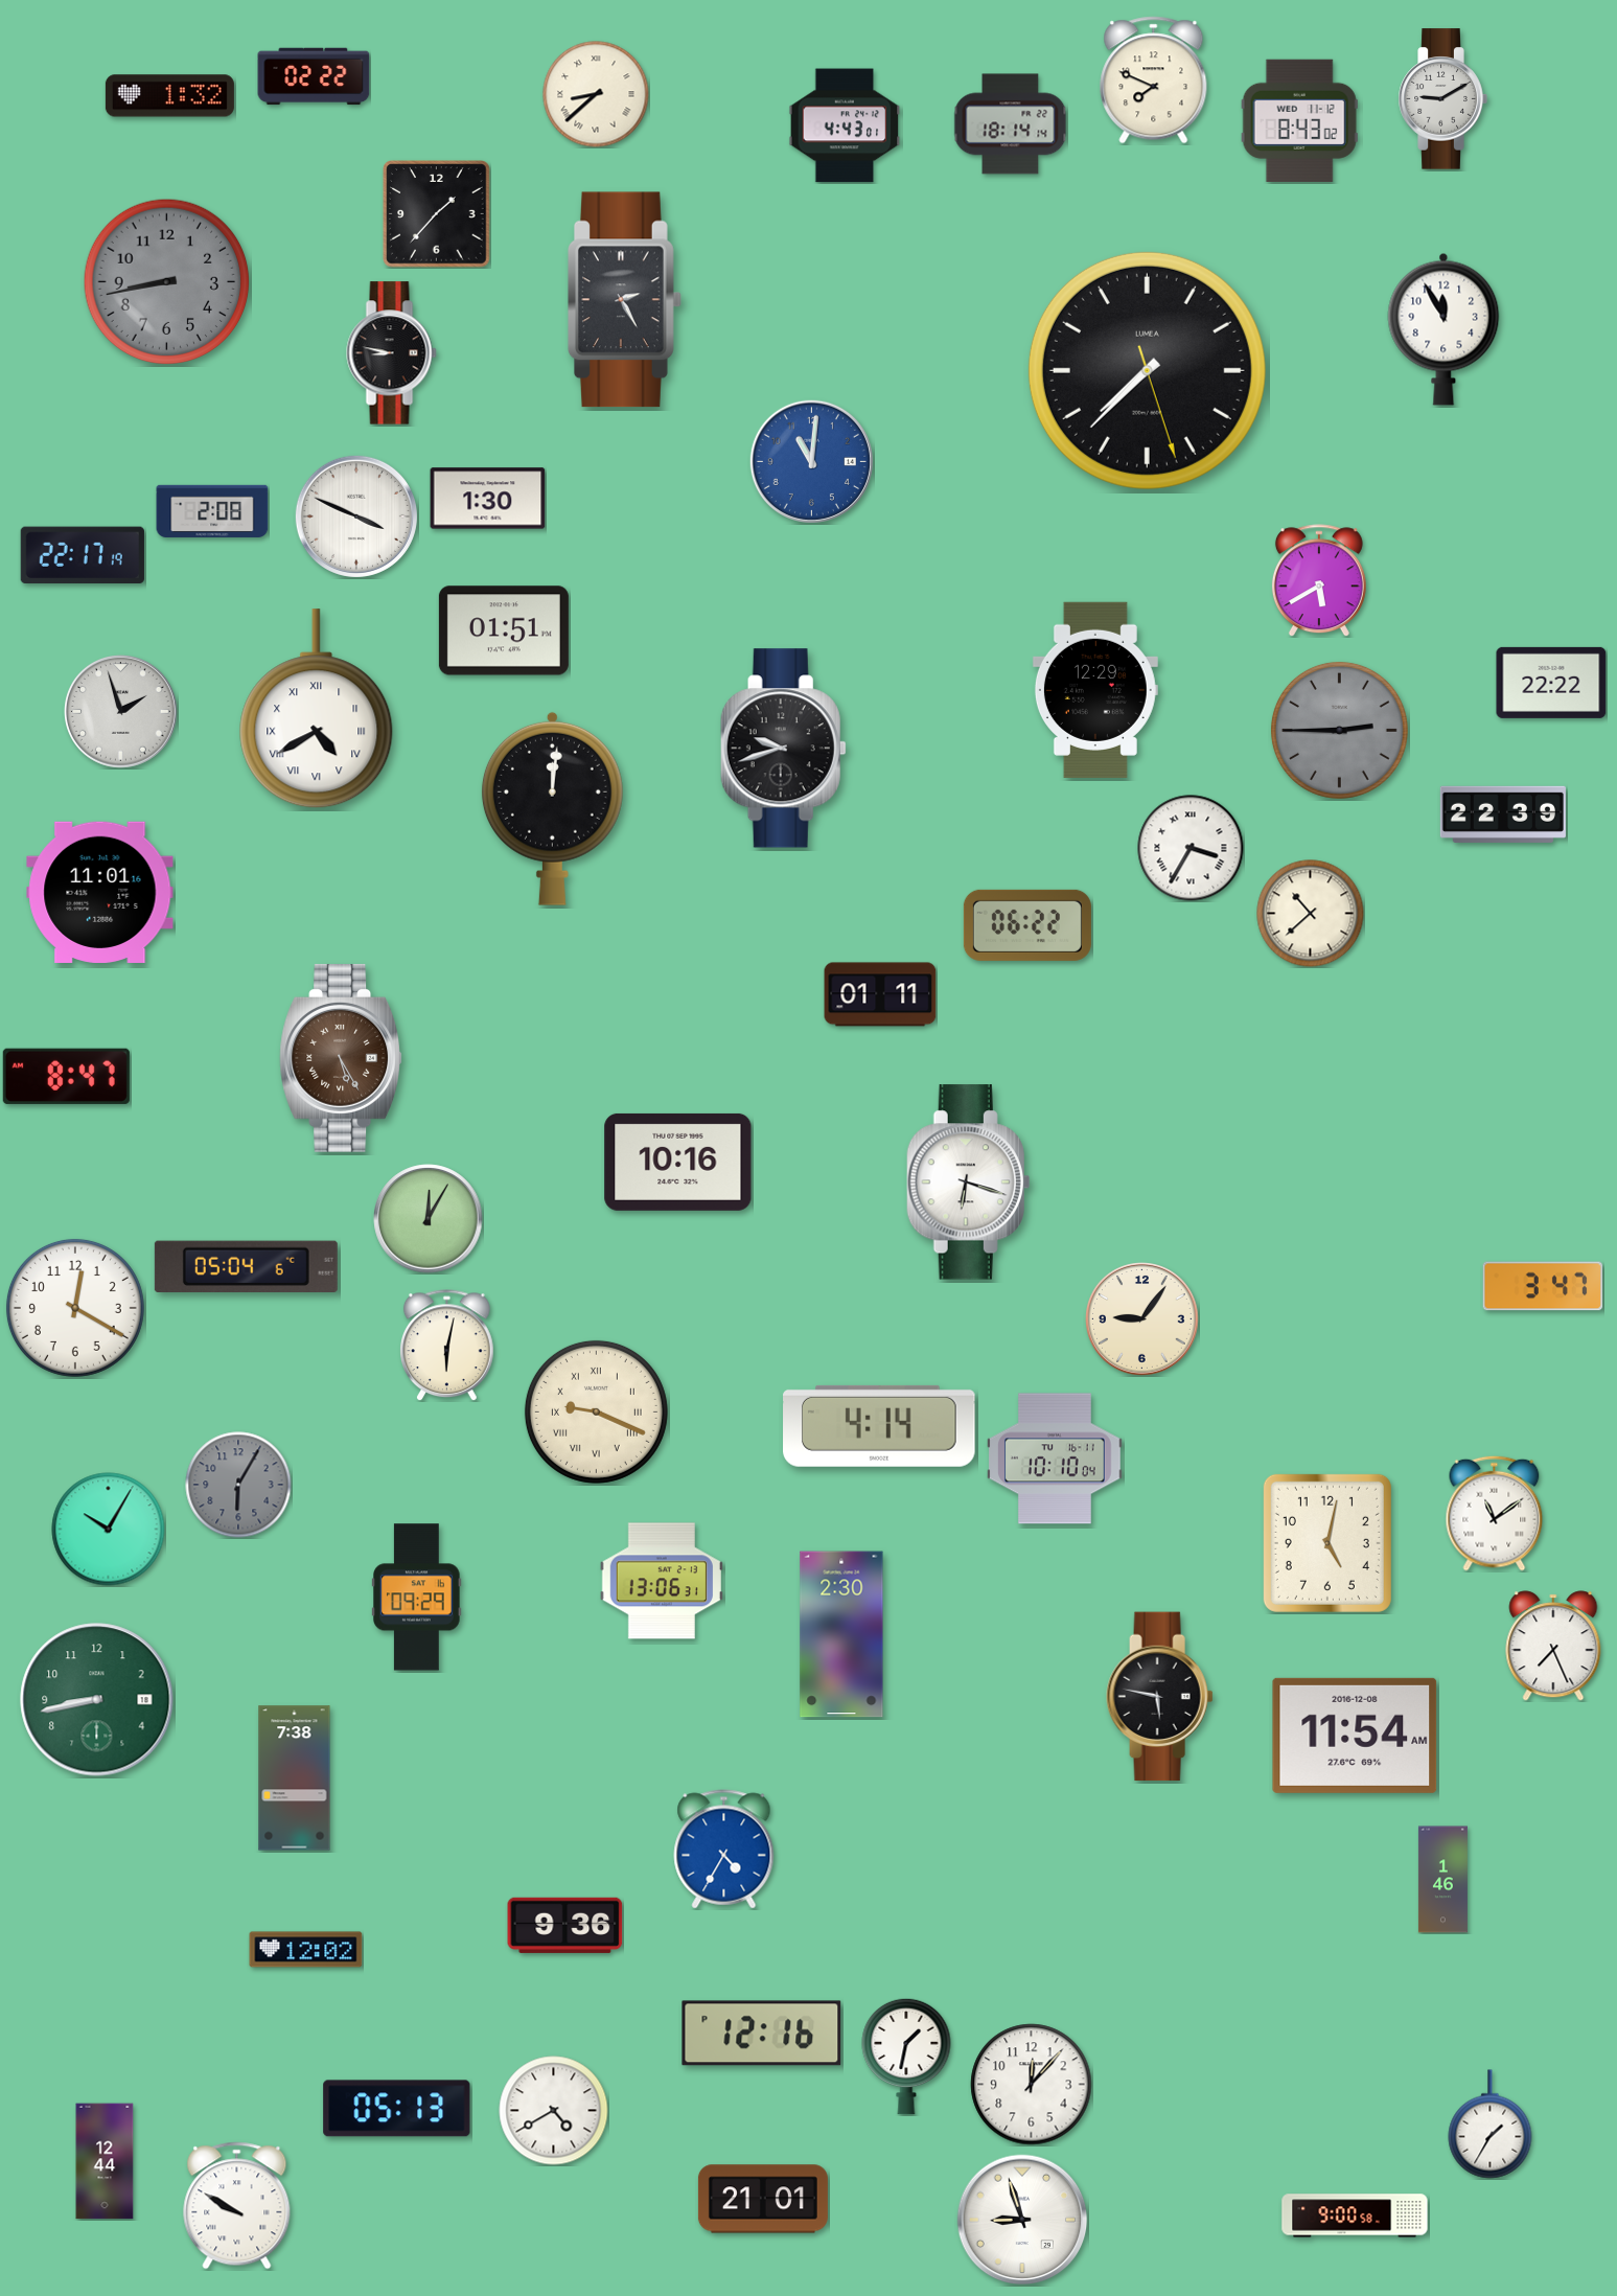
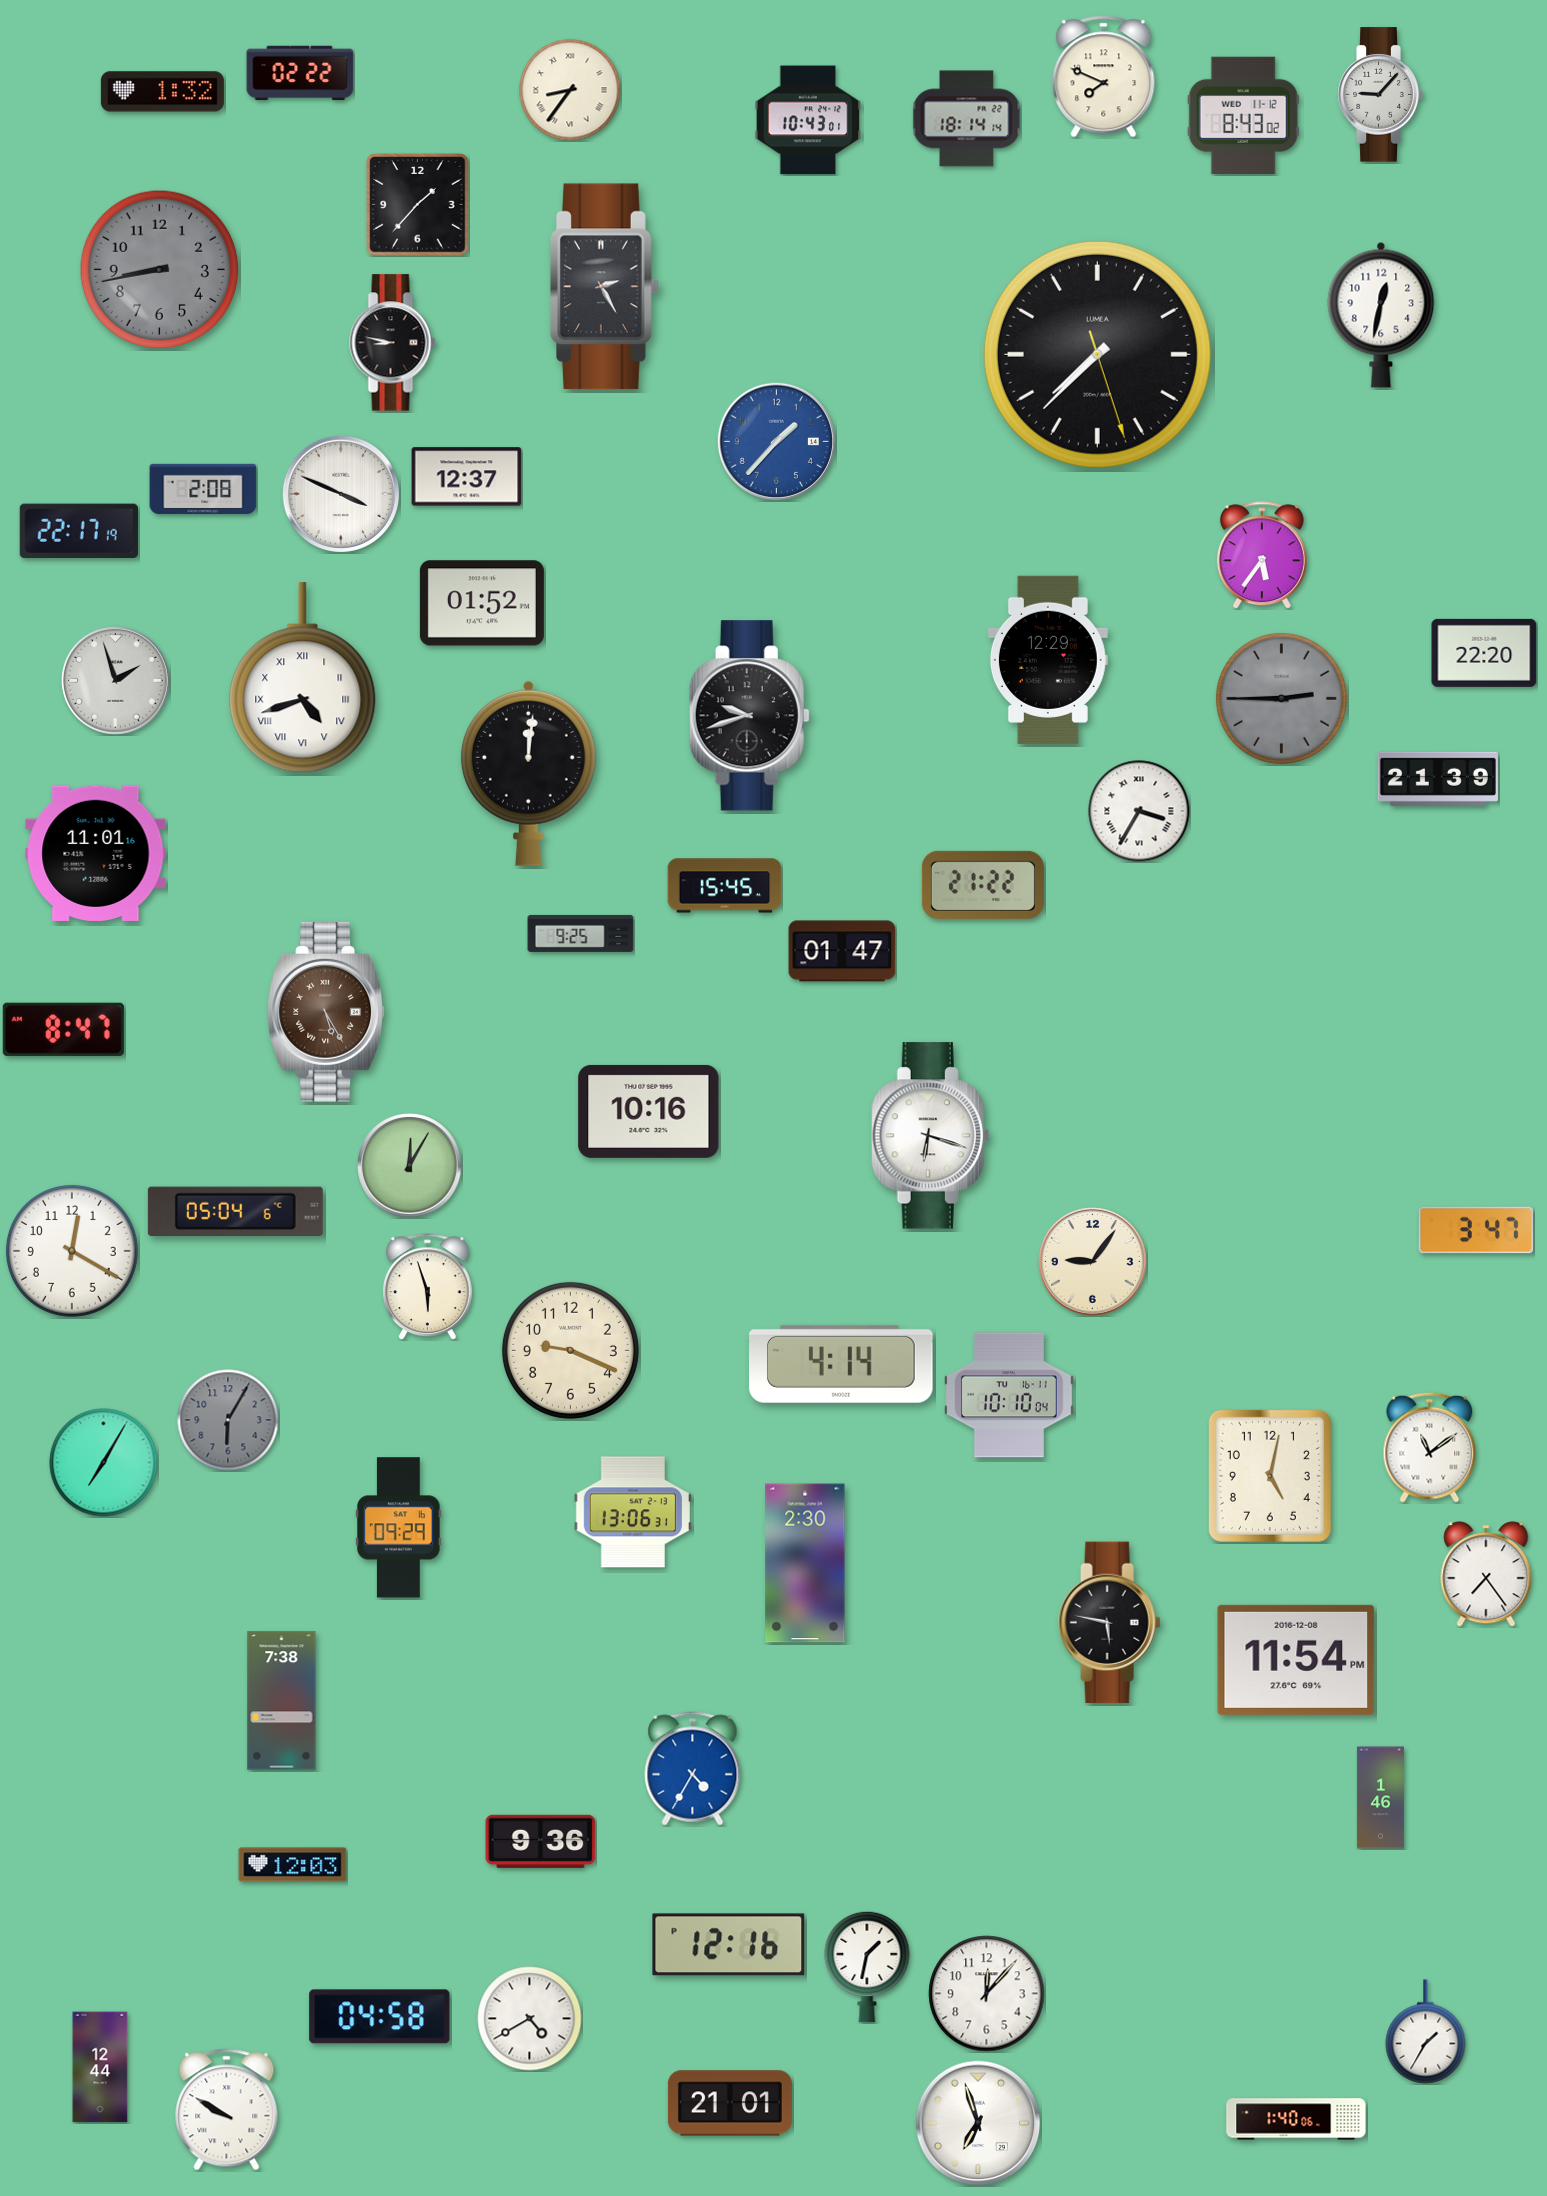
clock at (596, 94): 8:38 -> 8:36
clock at (1442, 99): 9:10 -> 9:07
clock at (845, 125): 4:43 -> 10:43
clock at (624, 300) position: (624, 300) -> (604, 287)
clock at (1443, 329): 11:55 -> 12:32
clock at (392, 353) position: (392, 353) -> (393, 343)
clock at (811, 461): 11:01 -> 1:37
clock at (488, 499): 1:30 -> 12:37
clock at (1319, 580): 5:40 -> 5:36
clock at (504, 630): 01:51 -> 01:52
clock at (1551, 683): 22:22 -> 22:20
clock at (317, 709): 4:40 -> 4:42
clock at (1503, 814): 22:39 -> 21:39
clock at (1311, 914): 10:38 -> none
clock at (1027, 925): 06:22 -> 21:22
clock at (725, 886): none -> 15:45
clock at (581, 933): none -> 9:25
clock at (880, 994): 01:11 -> 01:47
clock at (969, 1183) position: (969, 1183) -> (931, 1136)
clock at (447, 1346): 6:02 -> 5:57
clock at (596, 1411) numerals: Roman -> Arabic
clock at (109, 1530): 10:05 -> 7:05
clock at (1553, 1646): 7:26 -> 7:24
clock at (97, 1700): 8:43 -> none
clock at (1355, 1736): 11:54 AM -> 11:54 PM
clock at (306, 1950): 12:02 -> 12:03
clock at (397, 2109): 05:13 -> 04:58
clock at (1355, 2215): 9:00 -> 1:40
clock at (1022, 2220): 8:57 -> 6:57
